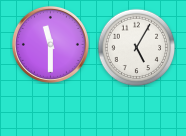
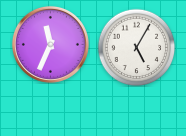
clock at (50, 44): 11:30 -> 11:34
